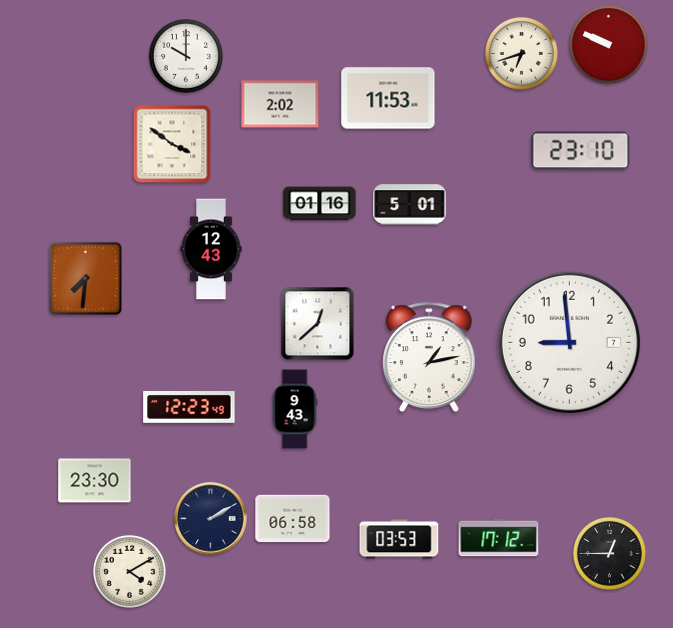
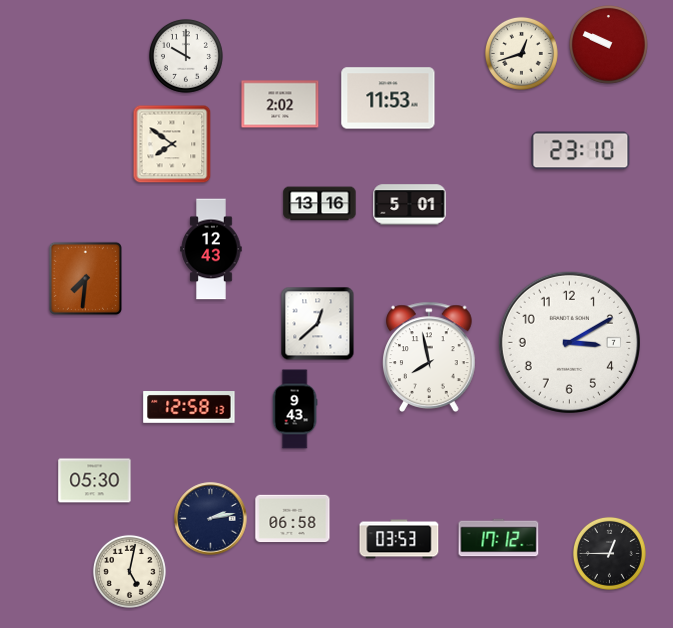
clock at (521, 53): 6:42 -> 12:42
clock at (172, 144): 3:51 -> 7:51
clock at (320, 204): 01:16 -> 13:16
clock at (569, 342): 8:59 -> 3:10
clock at (430, 357): 1:13 -> 7:58
clock at (189, 408): 12:23 -> 12:58
clock at (95, 481): 23:30 -> 05:30
clock at (211, 519): 2:10 -> 2:13
clock at (129, 571): 4:10 -> 5:02
